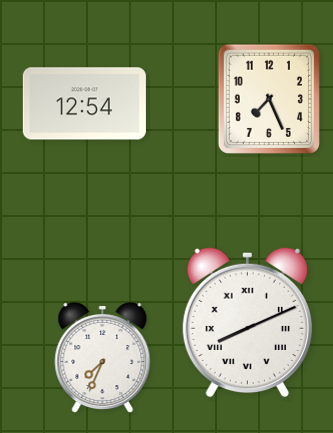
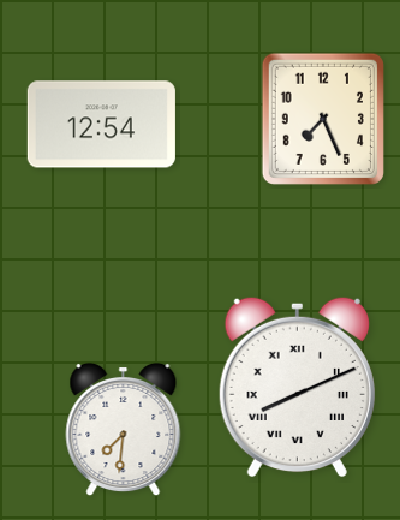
clock at (103, 358): 7:34 -> 7:31
